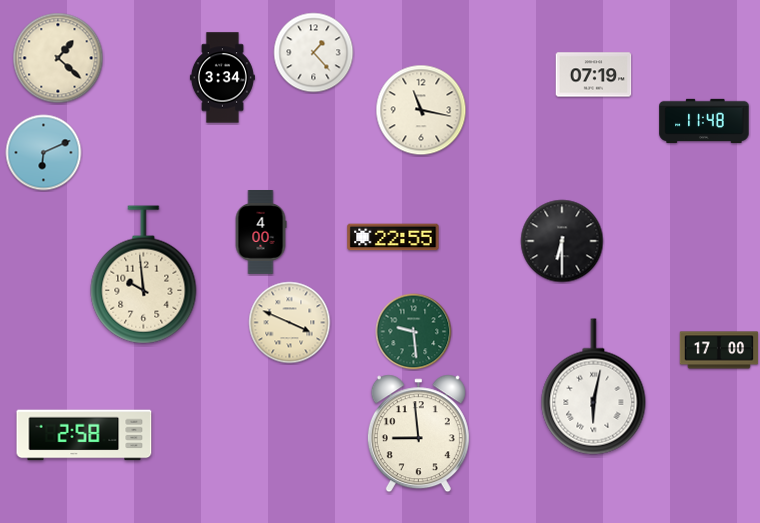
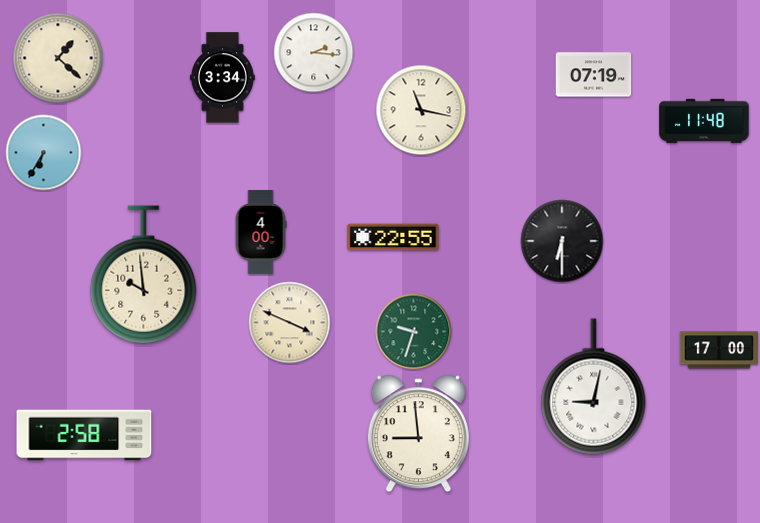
clock at (314, 53): 1:23 -> 2:16
clock at (44, 153): 6:11 -> 6:35
clock at (414, 332): 9:29 -> 9:33
clock at (594, 387): 6:02 -> 9:02
